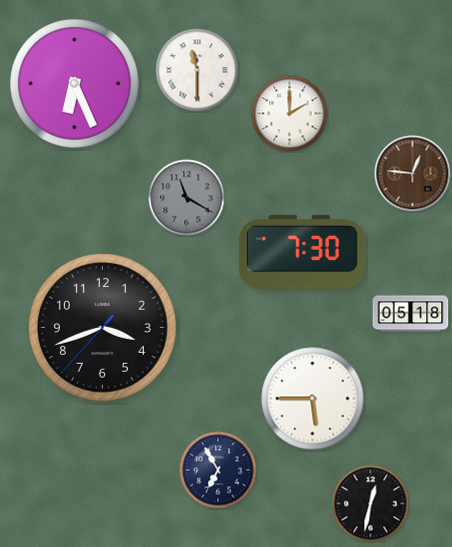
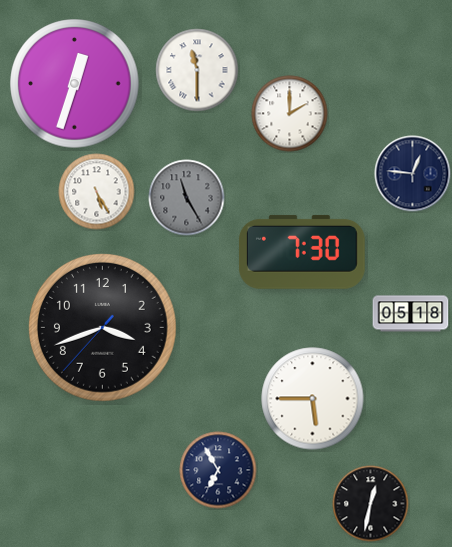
clock at (75, 84): 6:26 -> 12:33
clock at (413, 174) dial: brown -> navy
clock at (97, 192): none -> 5:25
clock at (187, 198): 11:20 -> 11:25
